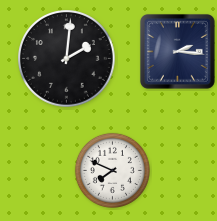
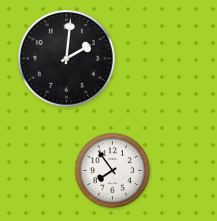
clock at (177, 51): 2:16 -> none
clock at (112, 170): 7:49 -> 7:54
